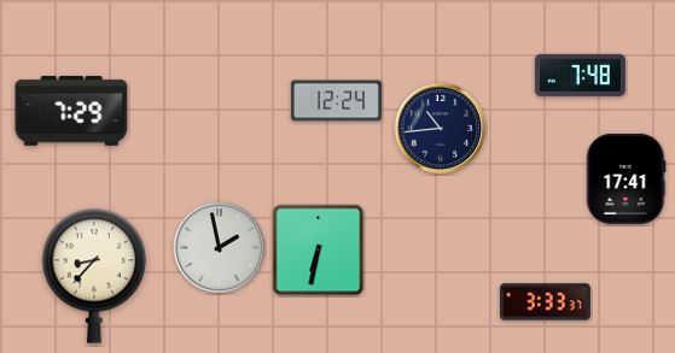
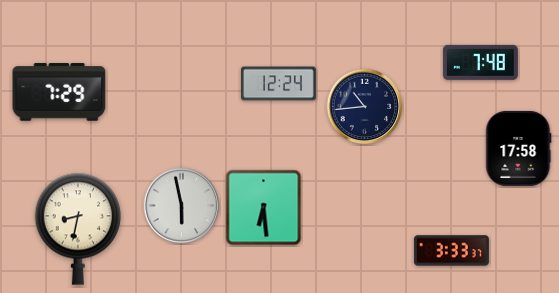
clock at (627, 178): 17:41 -> 17:58
clock at (220, 248): 1:58 -> 5:58
clock at (319, 251): 6:32 -> 6:29
clock at (94, 276): 8:37 -> 8:32
